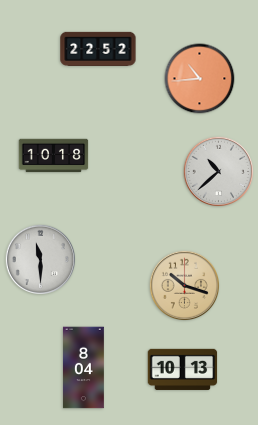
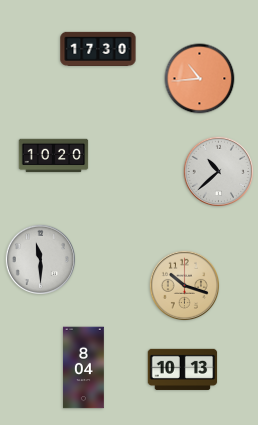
clock at (98, 49): 22:52 -> 17:30
clock at (54, 156): 10:18 -> 10:20
